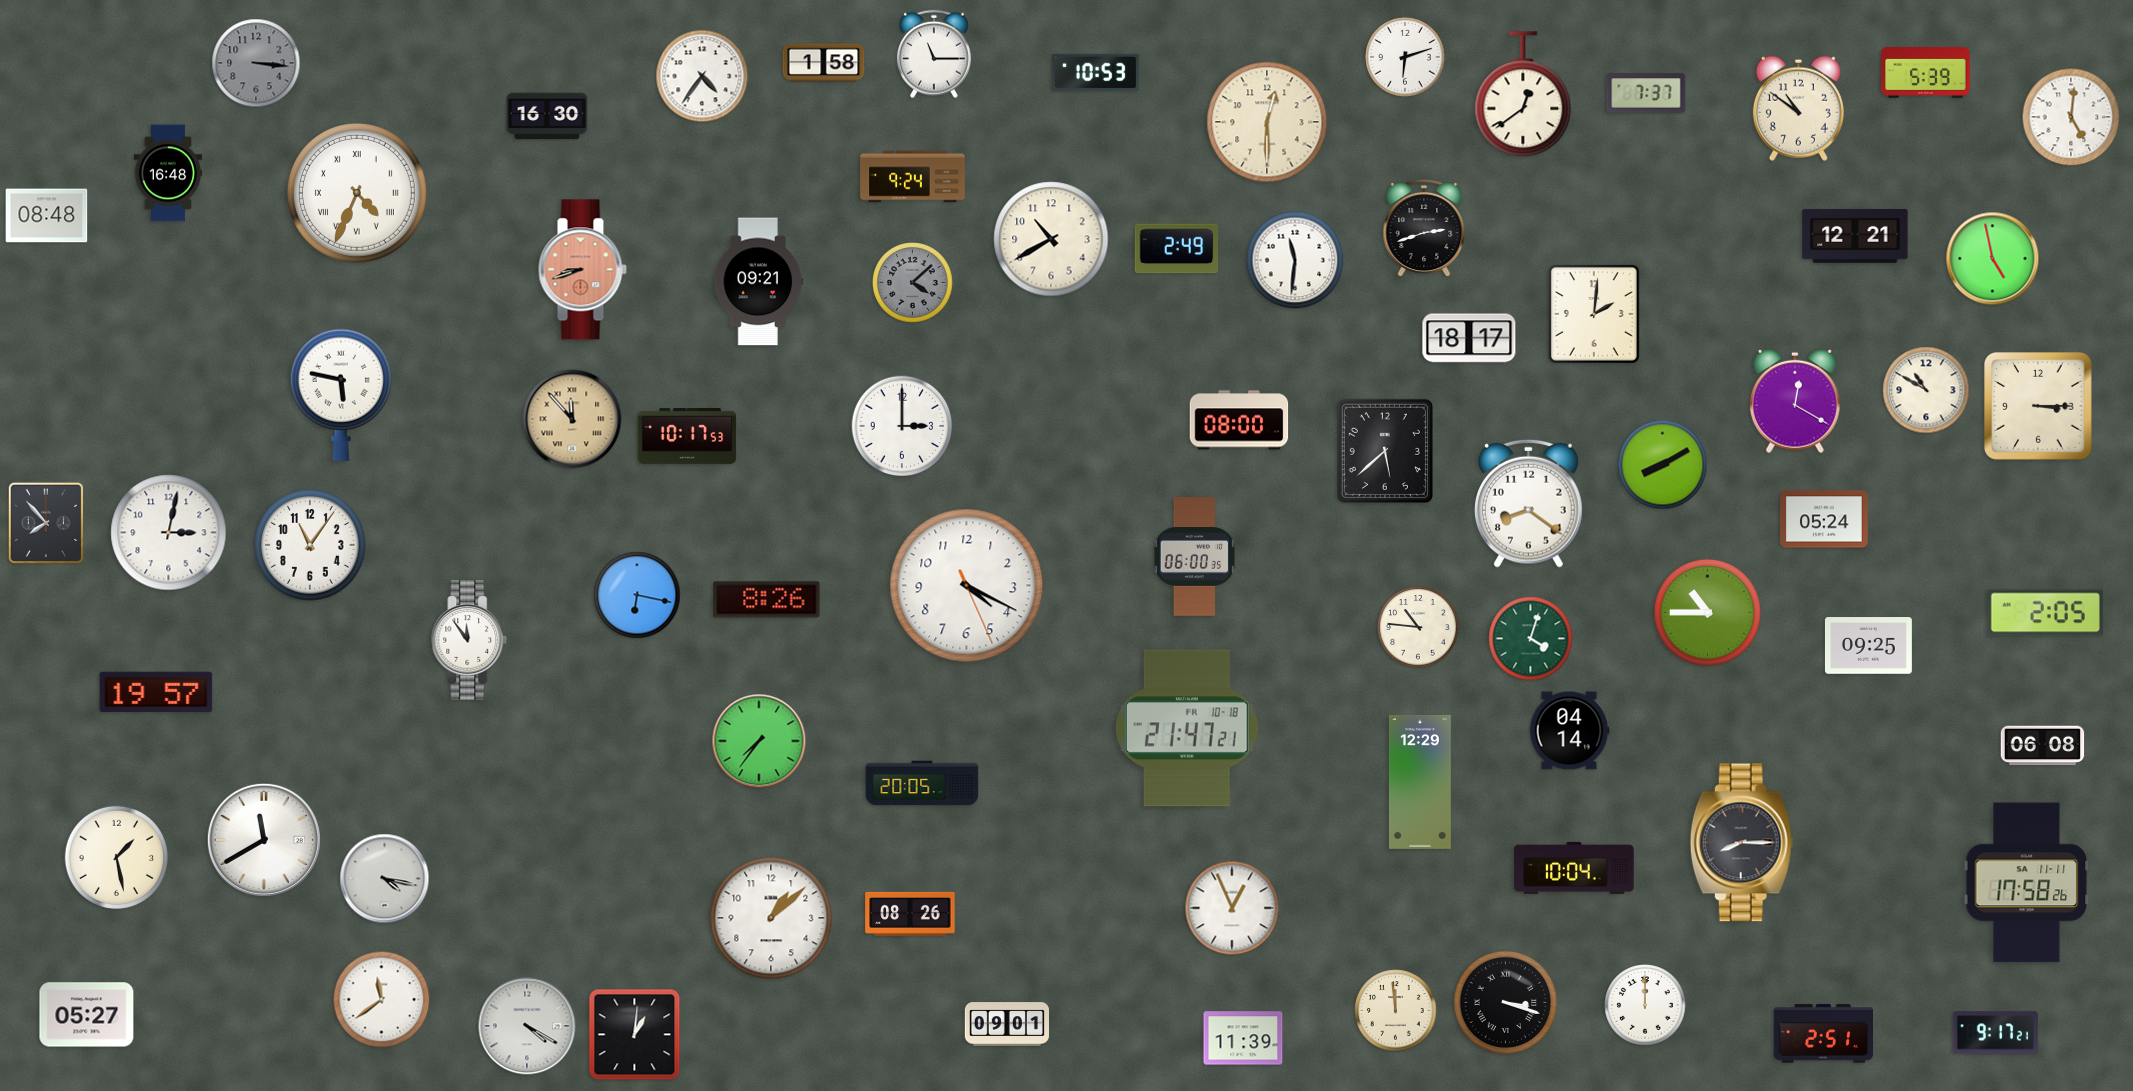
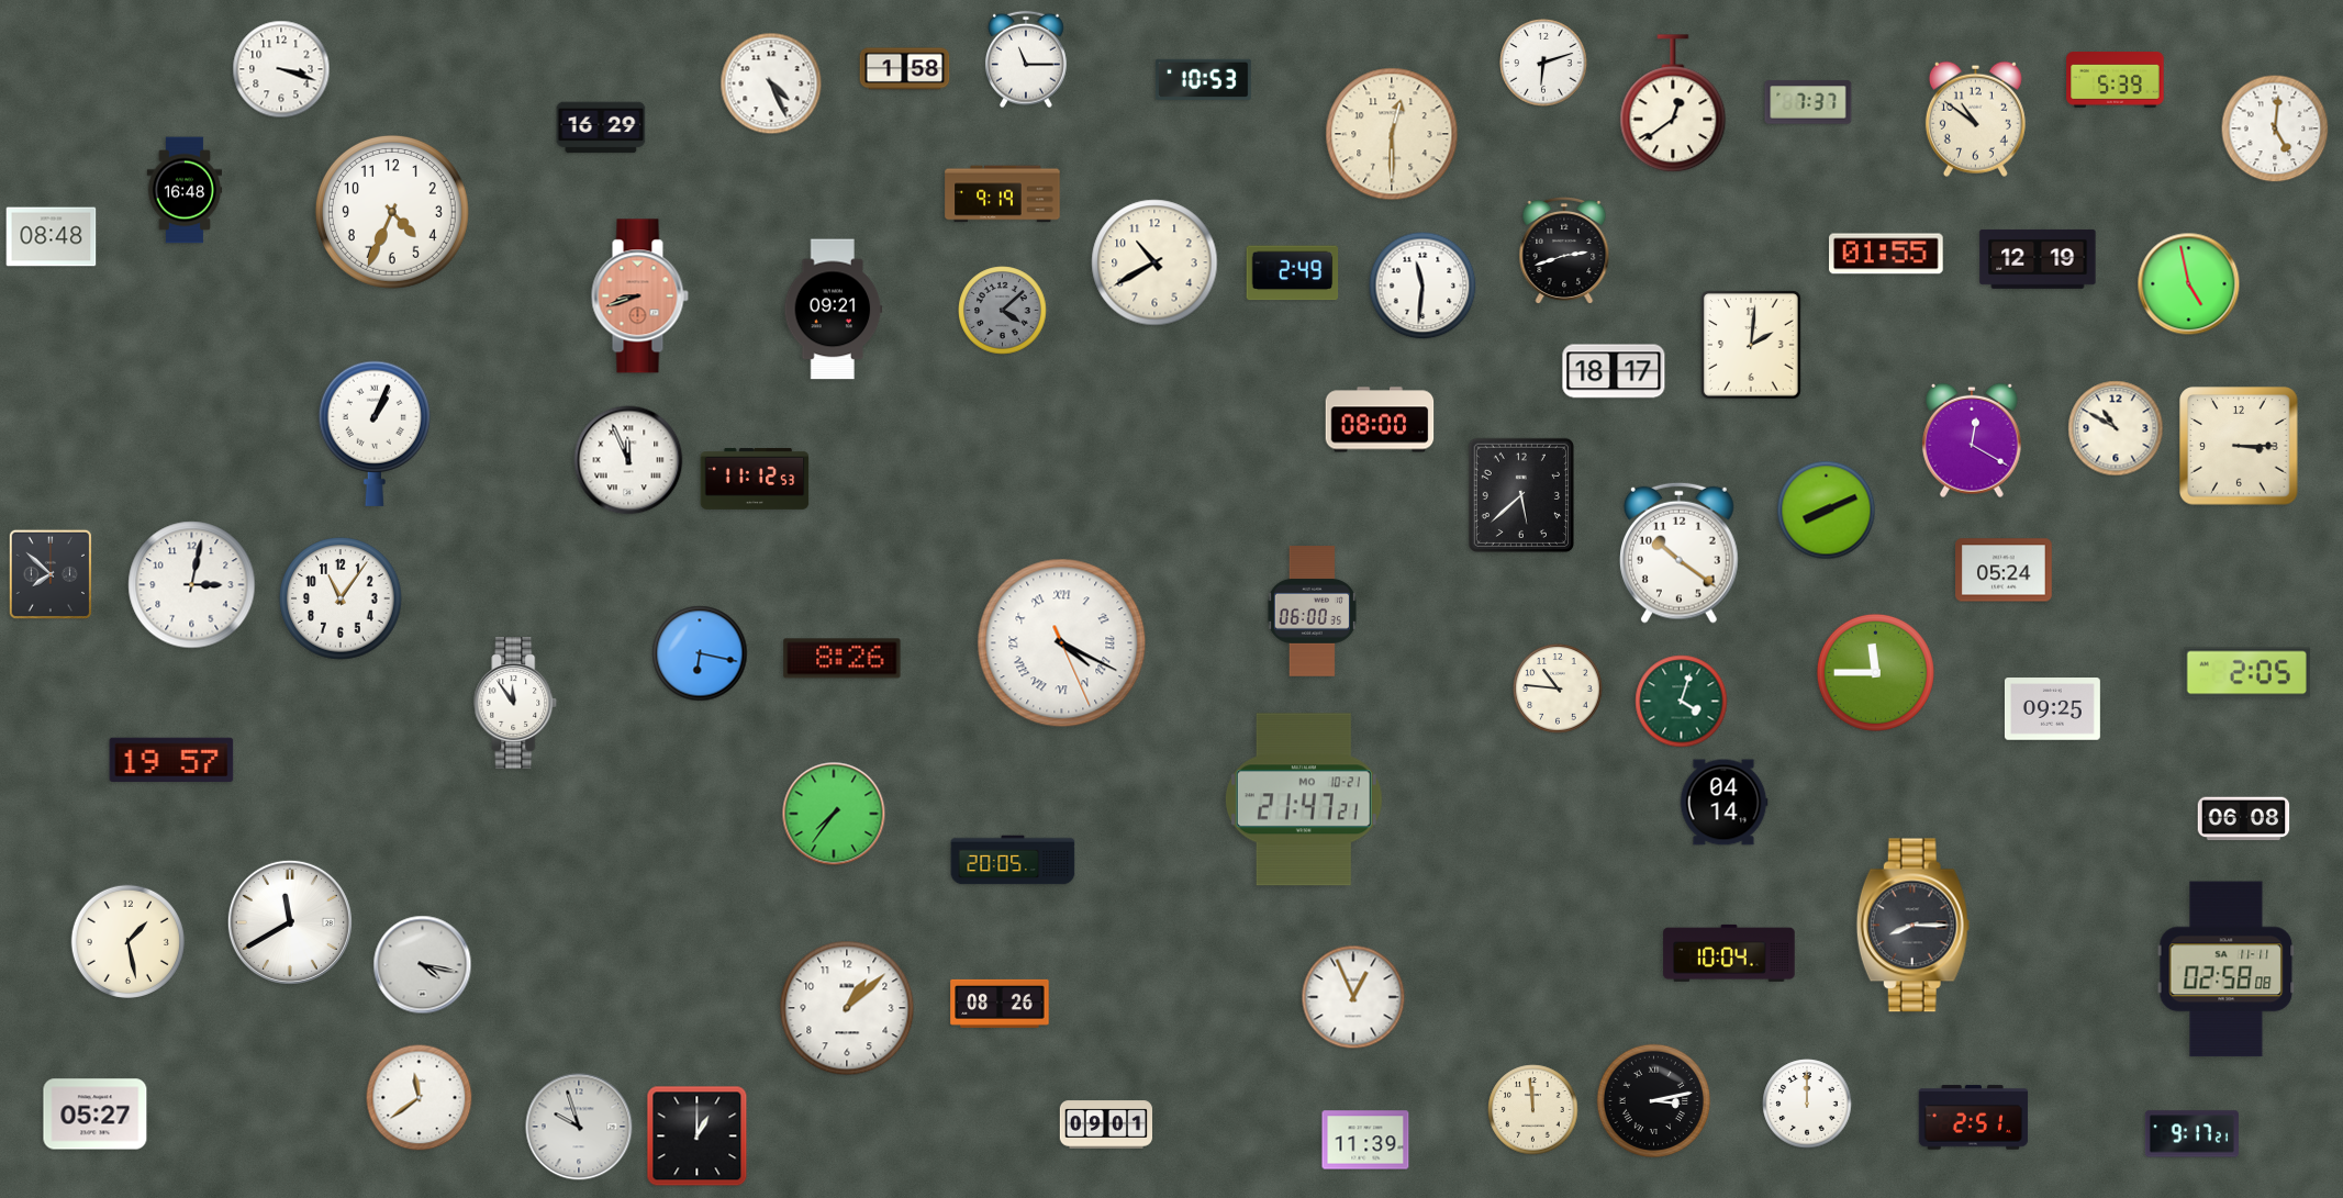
clock at (256, 63): 3:16 -> 3:18
clock at (256, 63) dial: grey -> white
clock at (702, 76): 4:36 -> 4:26
clock at (547, 116): 16:30 -> 16:29
clock at (913, 177): 9:24 -> 9:19
clock at (357, 193) numerals: Roman -> Arabic
clock at (1887, 254): none -> 01:55
clock at (1855, 236): 12:21 -> 12:19
clock at (341, 395): 5:47 -> 1:04
clock at (572, 419): 11:53 -> 11:56
clock at (572, 419) dial: champagne -> white
clock at (1239, 420) position: (1239, 420) -> (1380, 419)
clock at (902, 426): 3:00 -> none
clock at (687, 437): 10:17 -> 11:12
clock at (1663, 465): 8:10 -> 8:11
clock at (1529, 503): 8:21 -> 10:21
clock at (46, 522): 7:53 -> 7:52
clock at (169, 533) position: (169, 533) -> (192, 585)
clock at (967, 586) numerals: Arabic -> Roman
clock at (1707, 612): 10:45 -> 11:45
clock at (1187, 728) date: FR 10-18 -> MO 10-21
clock at (1420, 782): 12:29 -> none
clock at (2027, 883): 17:58 -> 02:58
clock at (1505, 1002): 3:18 -> 3:13
clock at (527, 1026): 4:20 -> 9:57
clock at (1824, 1034) position: (1824, 1034) -> (1974, 1118)
clock at (635, 1035): 1:01 -> 1:00
